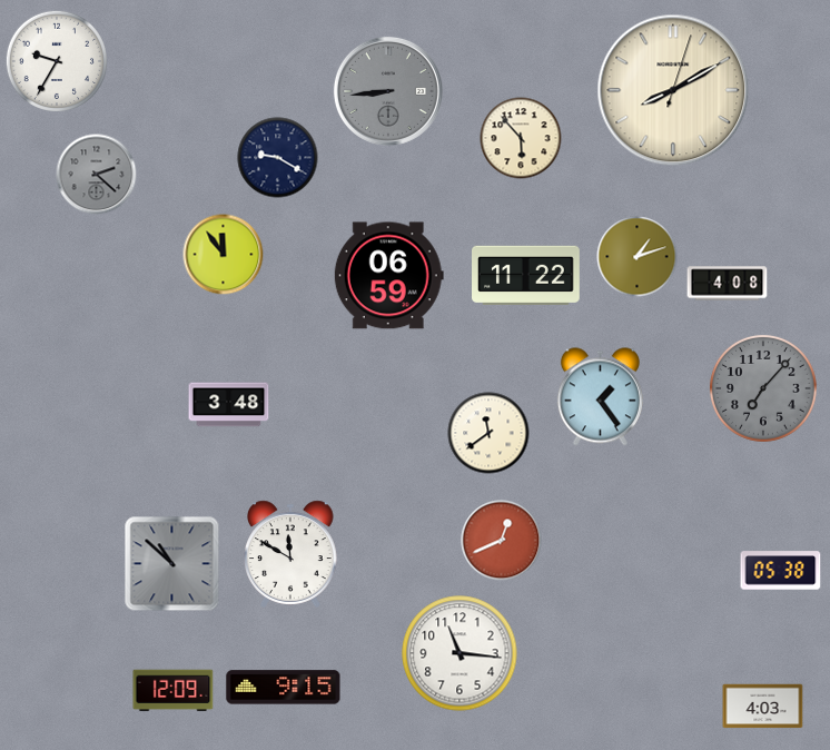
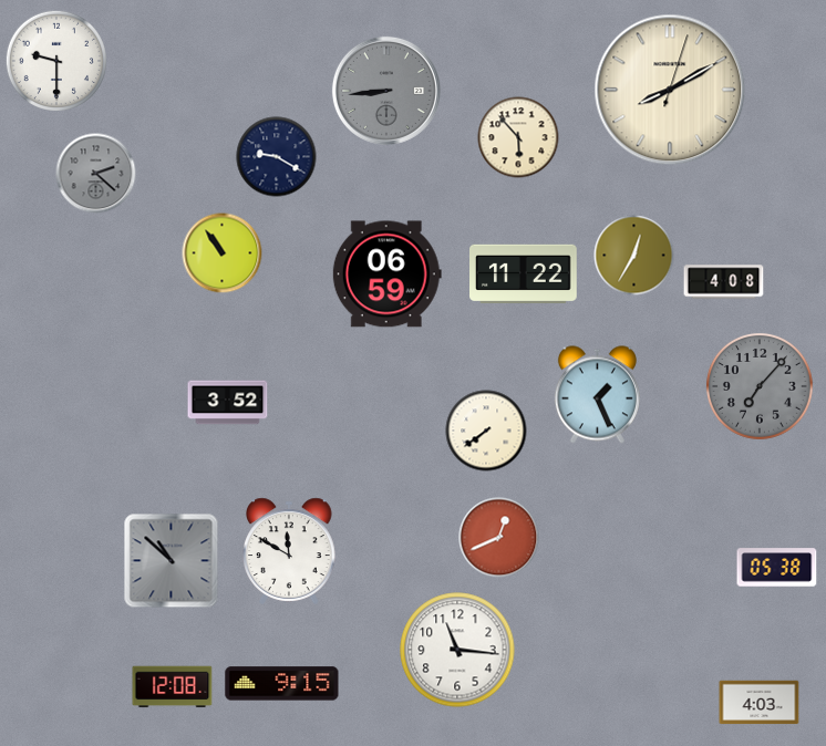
clock at (57, 61): 9:35 -> 9:30
clock at (224, 255): 11:54 -> 10:54
clock at (638, 257): 1:12 -> 12:35
clock at (600, 397): 1:24 -> 1:26
clock at (229, 405): 3:48 -> 3:52
clock at (488, 433): 11:39 -> 7:39
clock at (174, 691): 12:09 -> 12:08
